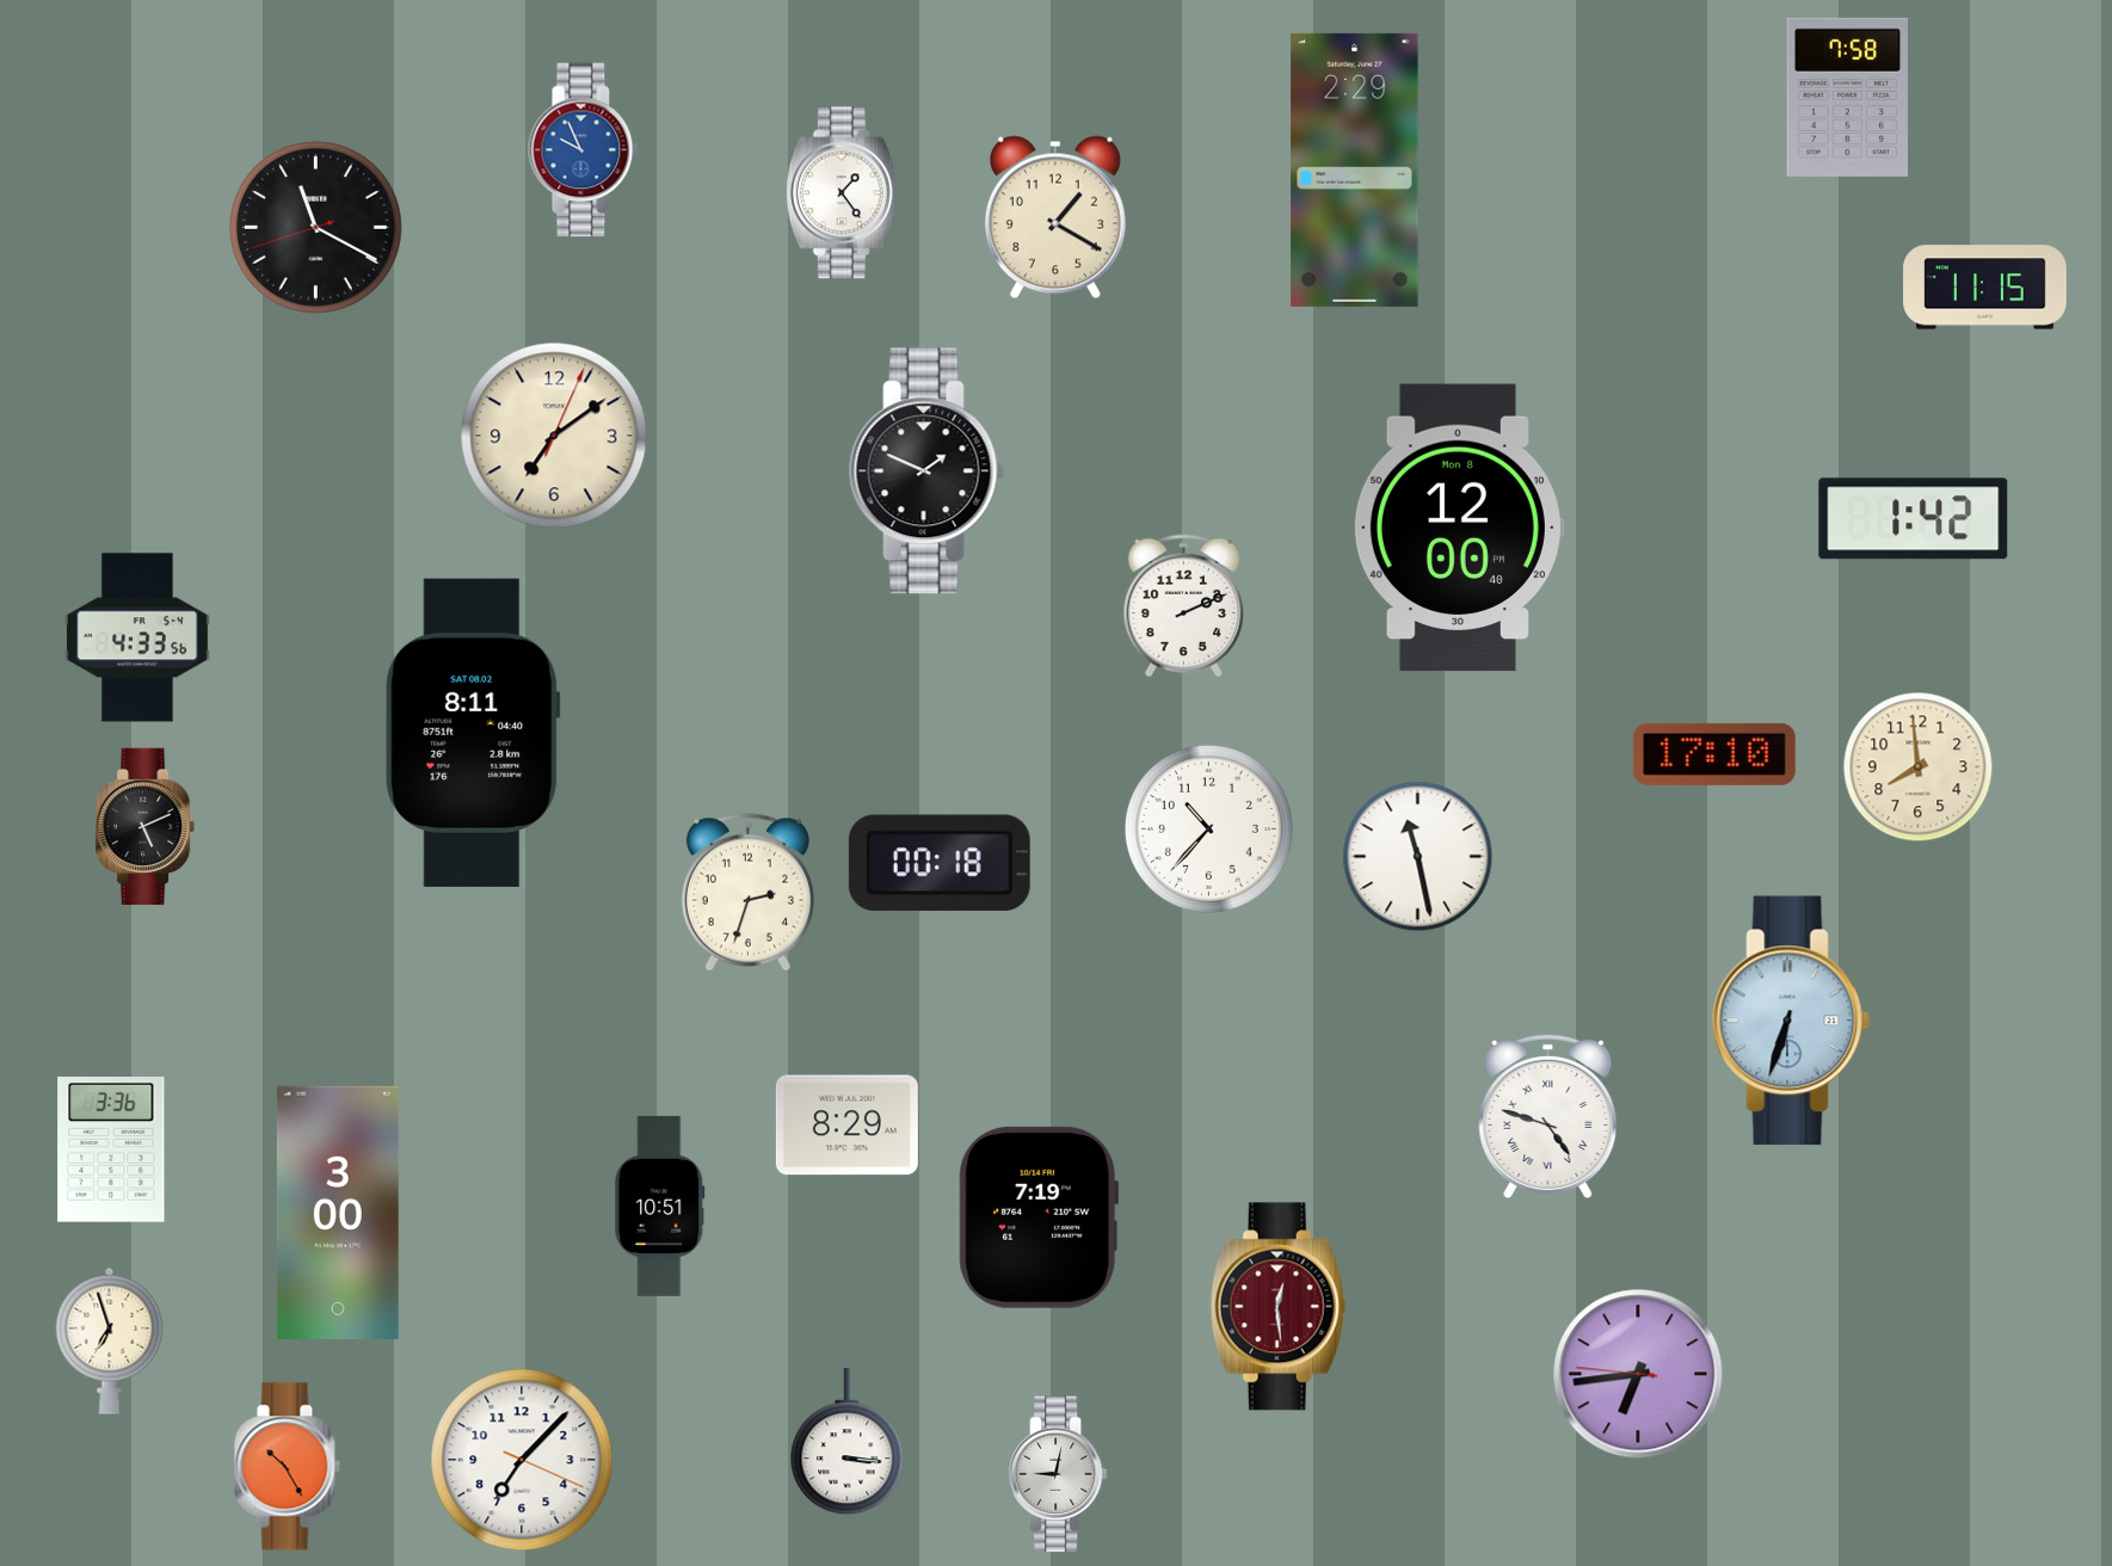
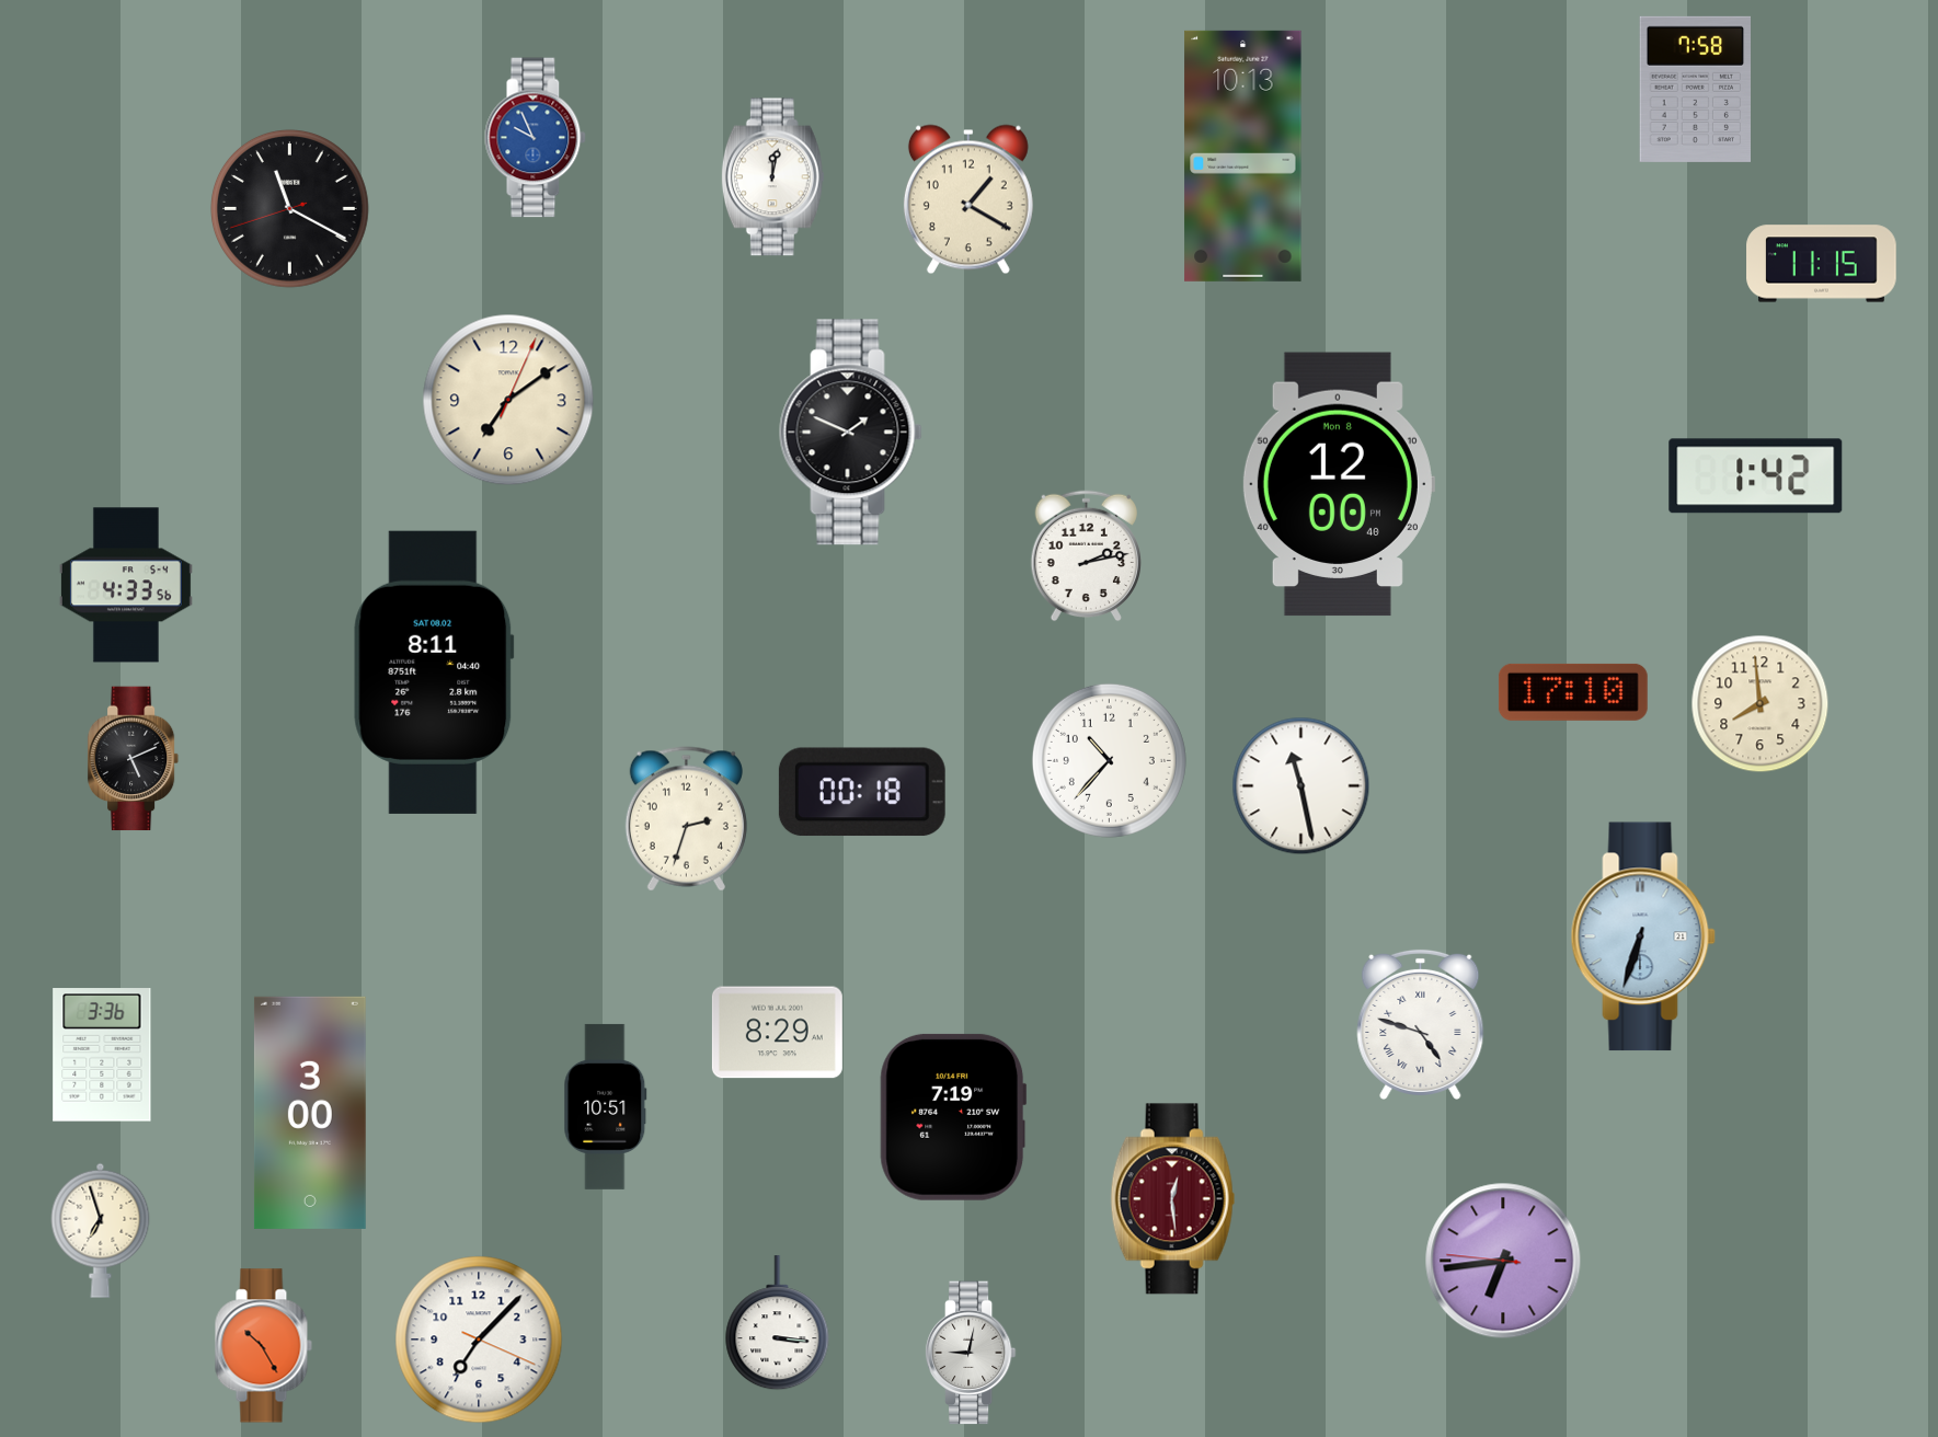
clock at (1355, 169): 2:29 -> 10:13
clock at (842, 193): 1:24 -> 12:02
clock at (1183, 606): 2:11 -> 2:13
